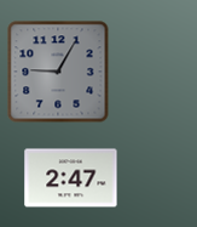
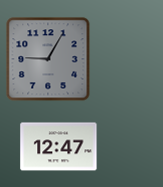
clock at (71, 178): 2:47 -> 12:47
